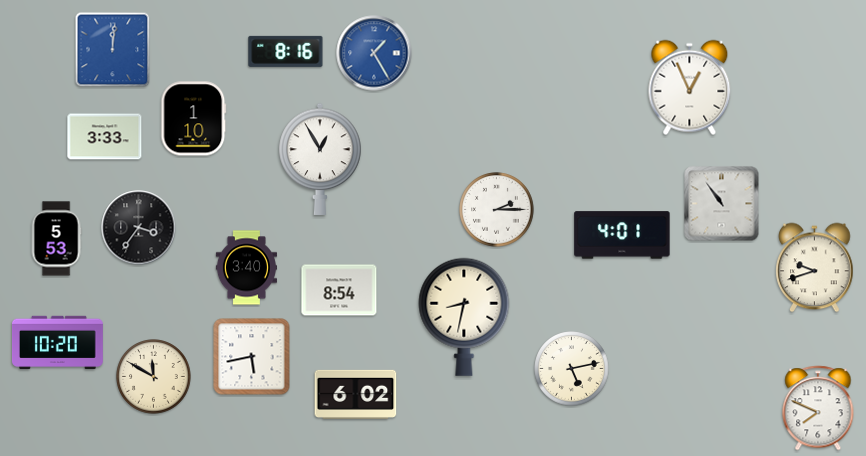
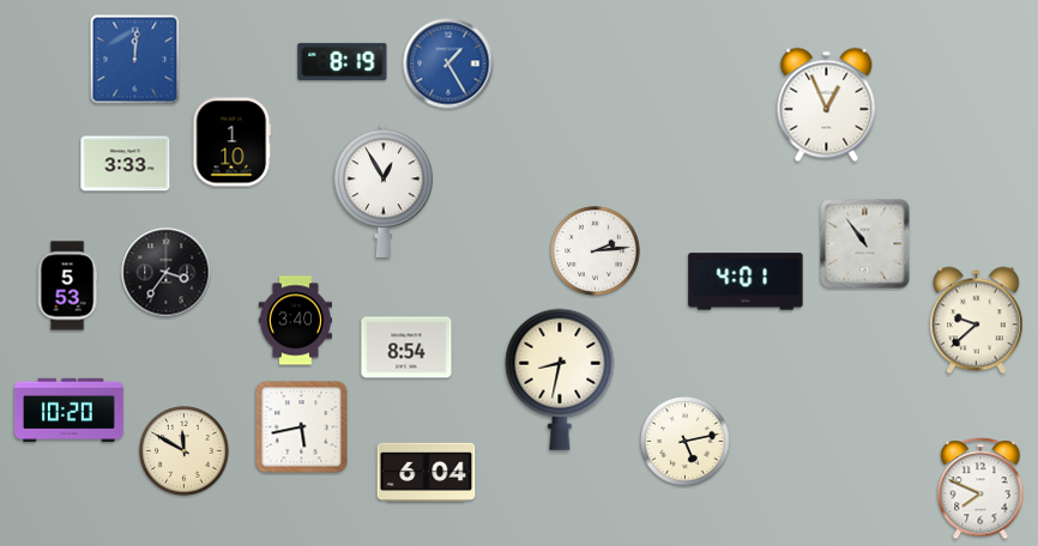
clock at (286, 51): 8:16 -> 8:19
clock at (497, 210): 2:15 -> 2:14
clock at (815, 268): 9:42 -> 9:38
clock at (464, 317) position: (464, 317) -> (560, 380)
clock at (356, 394): 6:02 -> 6:04
